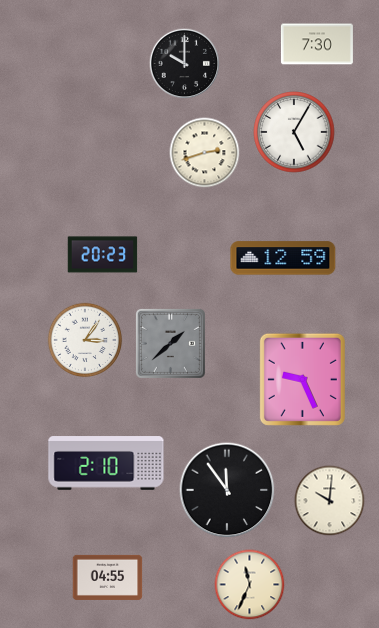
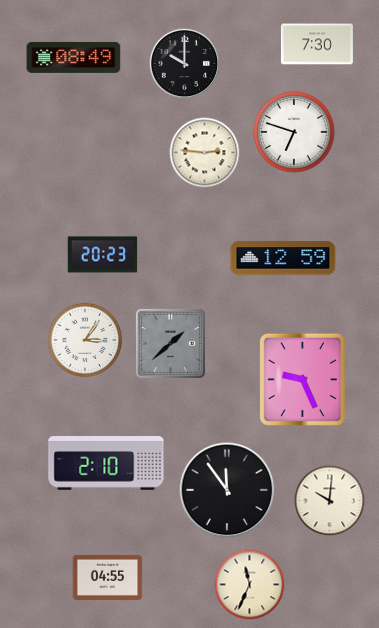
clock at (74, 57): none -> 08:49
clock at (294, 132): 5:05 -> 6:48
clock at (205, 153): 2:42 -> 2:46
